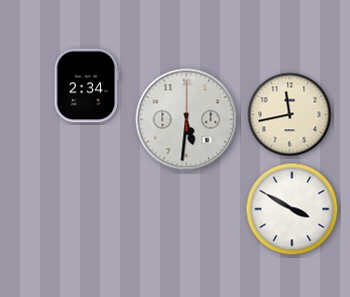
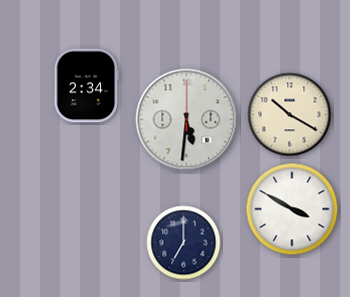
clock at (290, 115): 11:43 -> 10:20
clock at (184, 243): none -> 7:00
